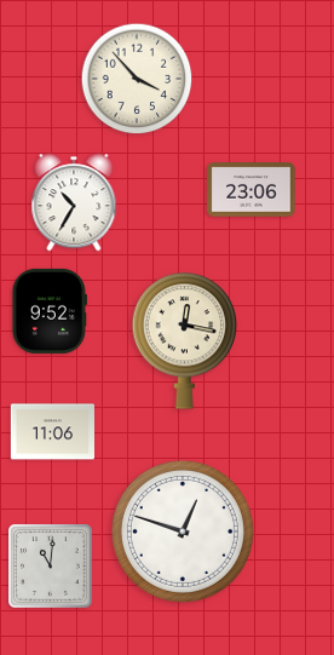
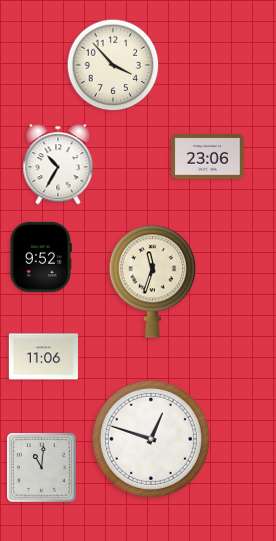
clock at (74, 202) position: (74, 202) -> (58, 164)
clock at (185, 340): 12:17 -> 11:33
